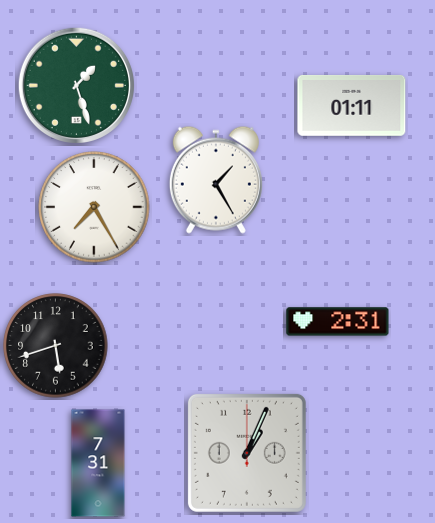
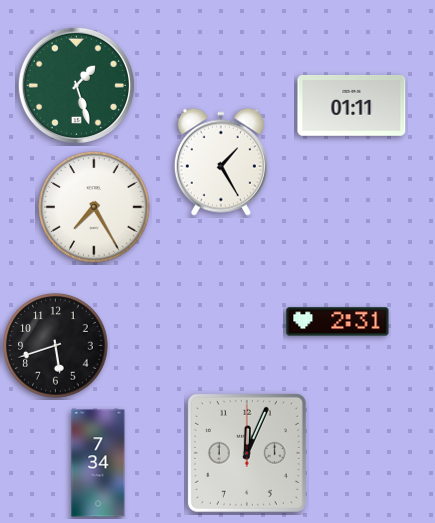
clock at (216, 180) position: (216, 180) -> (221, 162)
clock at (247, 453): 1:04 -> 12:04
clock at (98, 463): 7:31 -> 7:34
